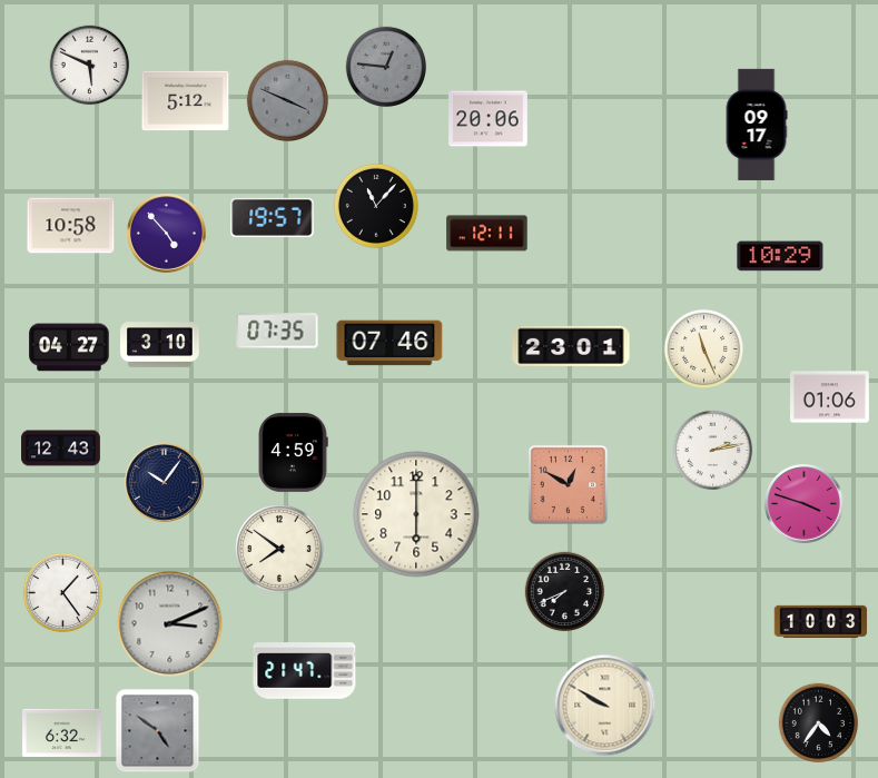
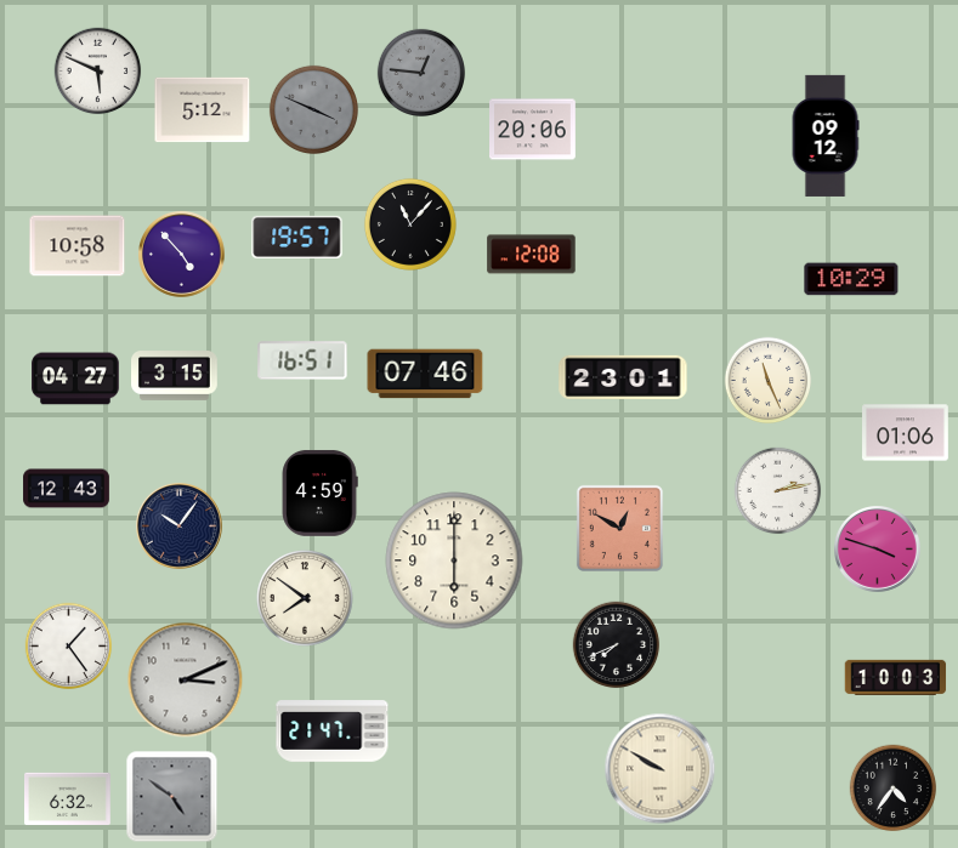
clock at (757, 125): 09:17 -> 09:12
clock at (487, 234): 12:11 -> 12:08
clock at (277, 331): 07:35 -> 16:51
clock at (160, 345): 3:10 -> 3:15
